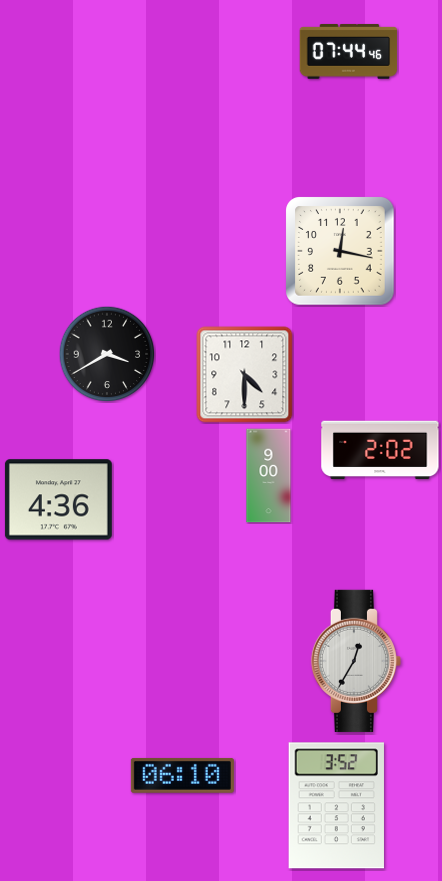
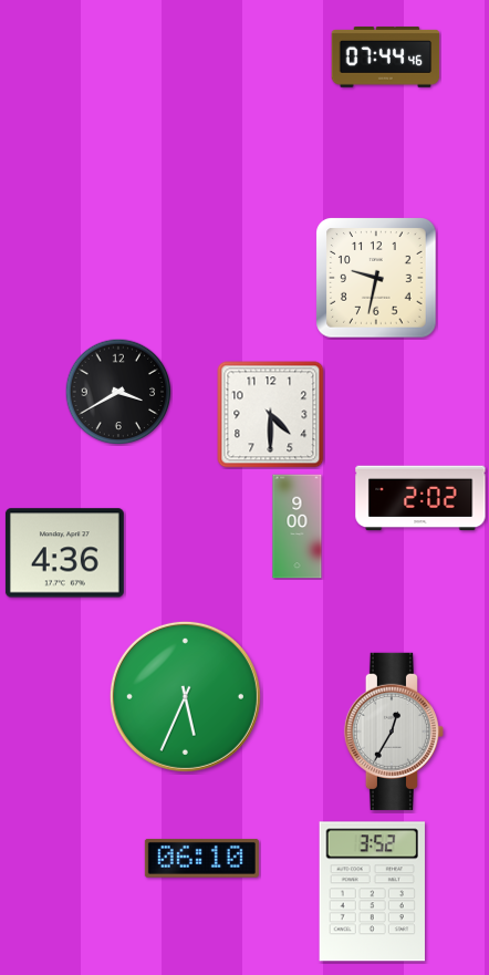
clock at (340, 251): 12:17 -> 9:32
clock at (185, 696): none -> 5:34
